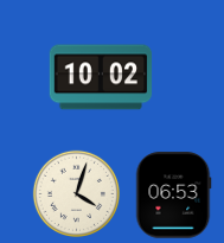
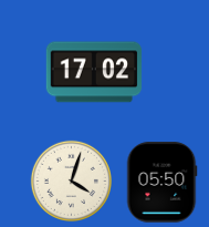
clock at (101, 77): 10:02 -> 17:02
clock at (173, 196): 06:53 -> 05:50
